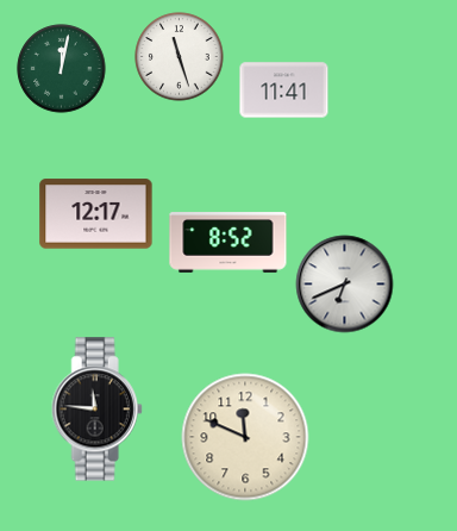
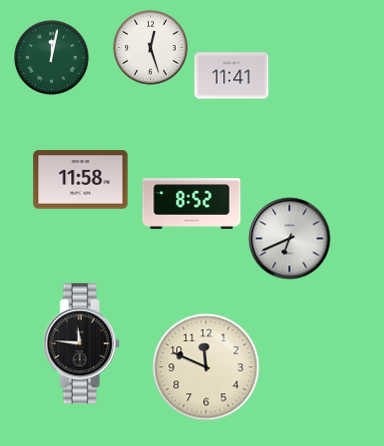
clock at (180, 57): 11:27 -> 12:27
clock at (284, 90) position: (284, 90) -> (232, 76)
clock at (96, 214): 12:17 -> 11:58
